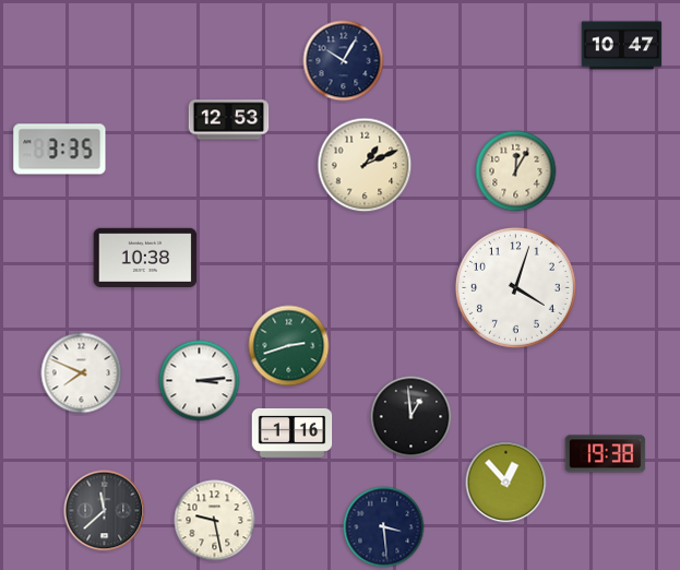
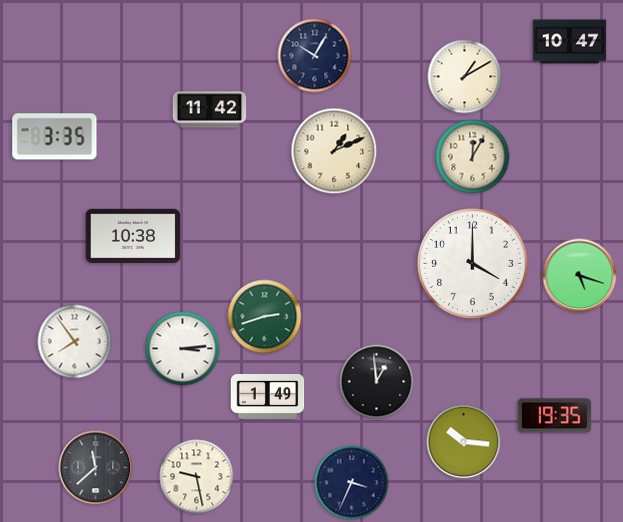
clock at (465, 77): none -> 1:10
clock at (229, 120): 12:53 -> 11:42
clock at (515, 287): 4:03 -> 4:00
clock at (580, 276): none -> 5:18
clock at (82, 373): 7:49 -> 7:54
clock at (293, 432): 1:16 -> 1:49
clock at (606, 454): 19:38 -> 19:35
clock at (506, 483): 12:53 -> 10:16
clock at (384, 527): 3:29 -> 3:34
